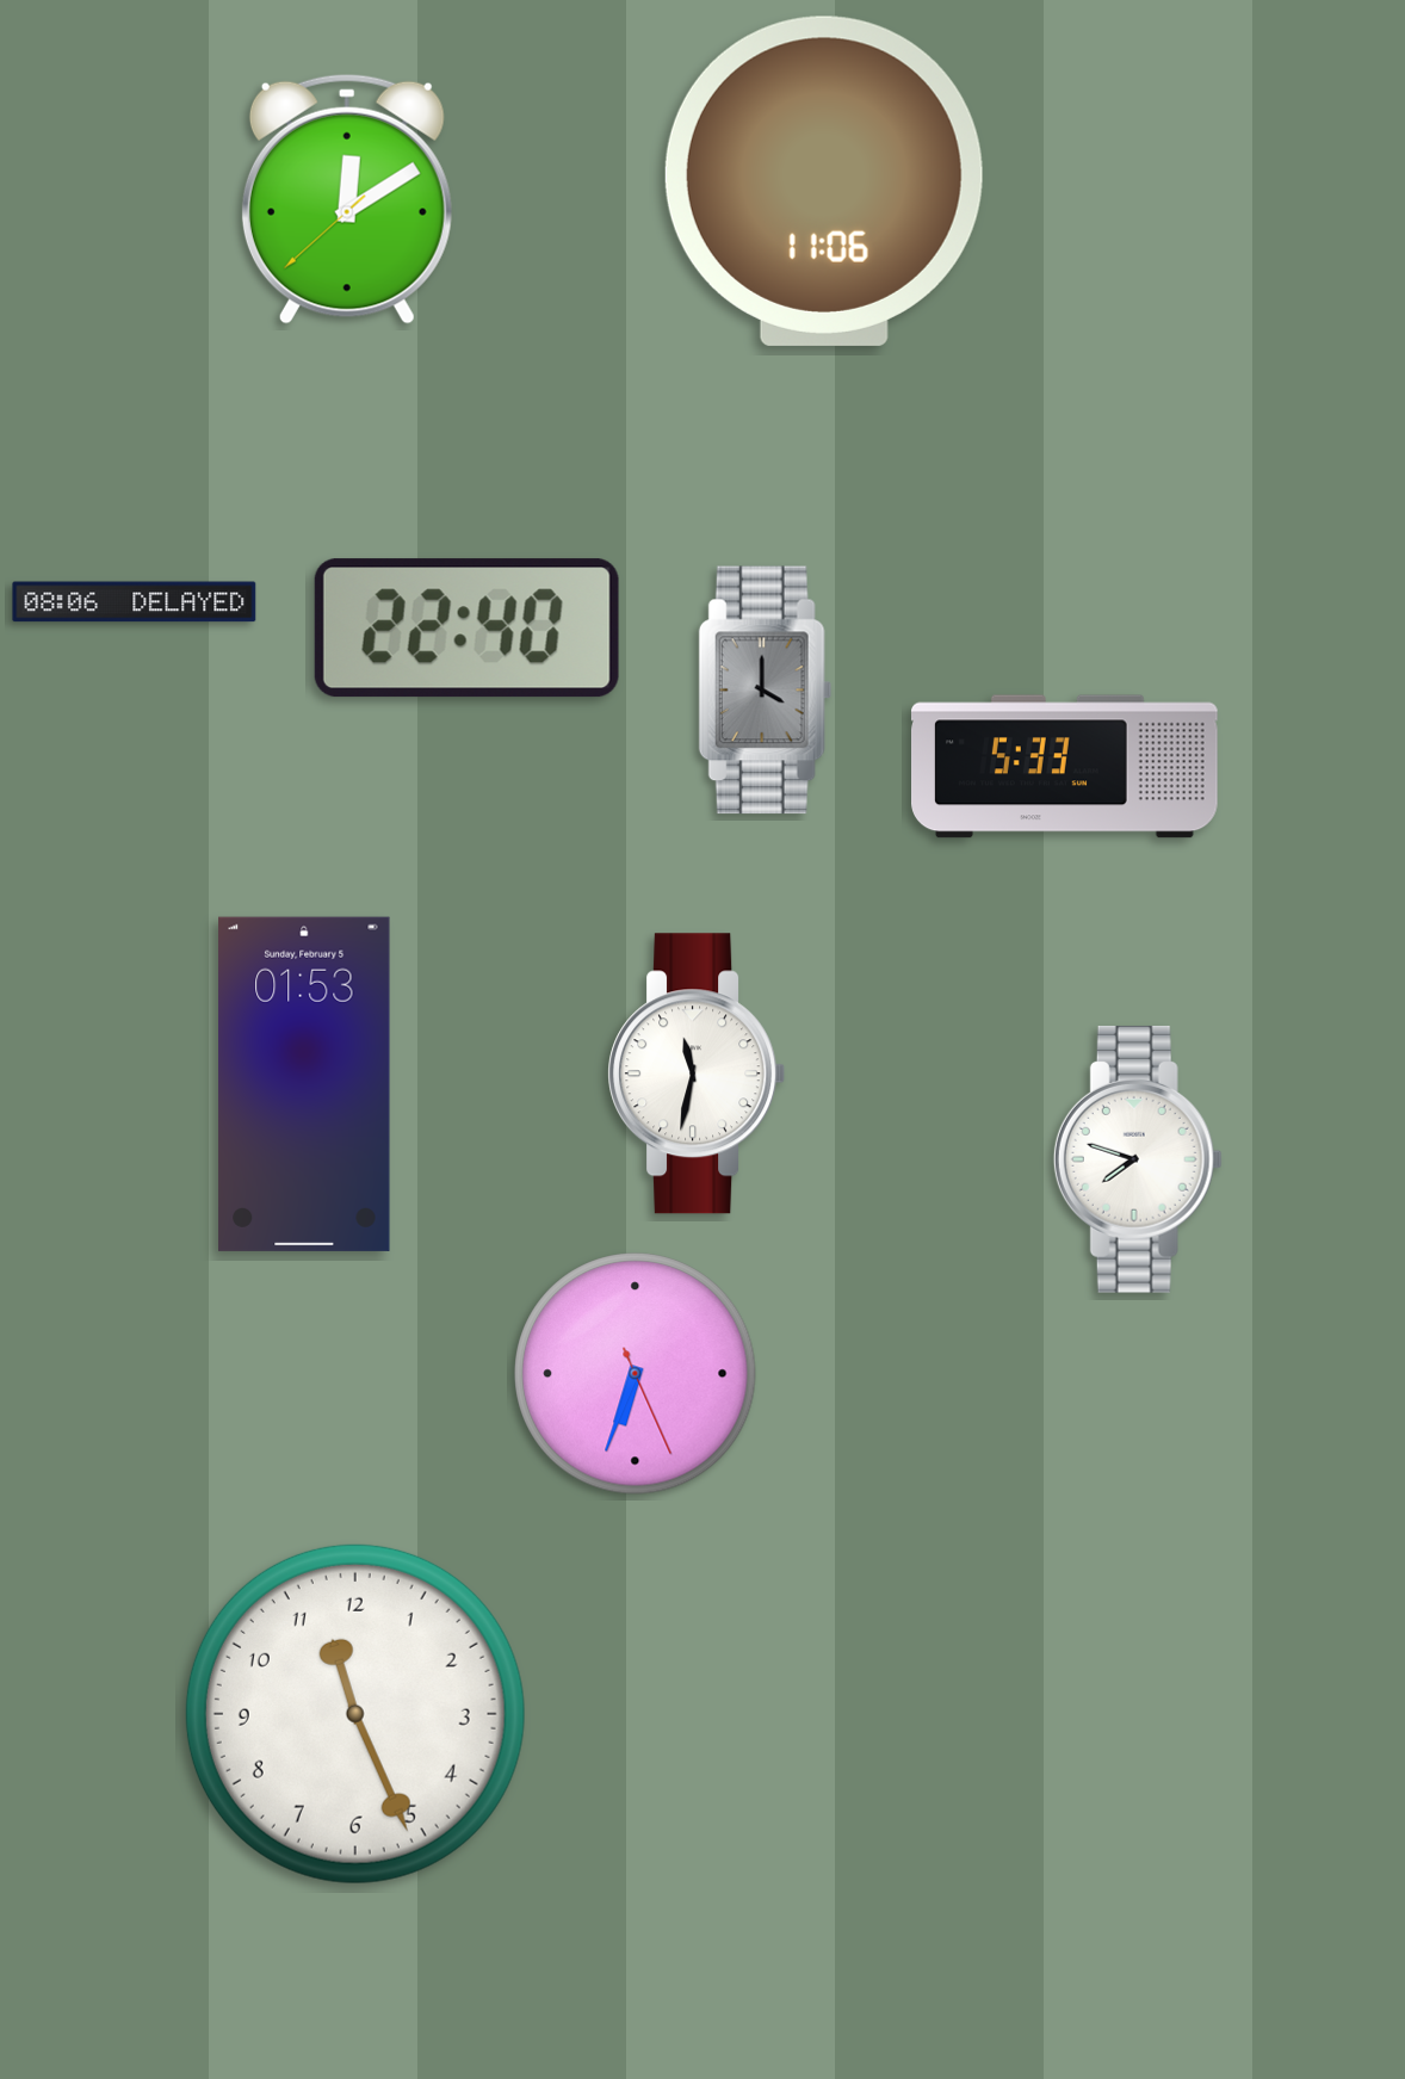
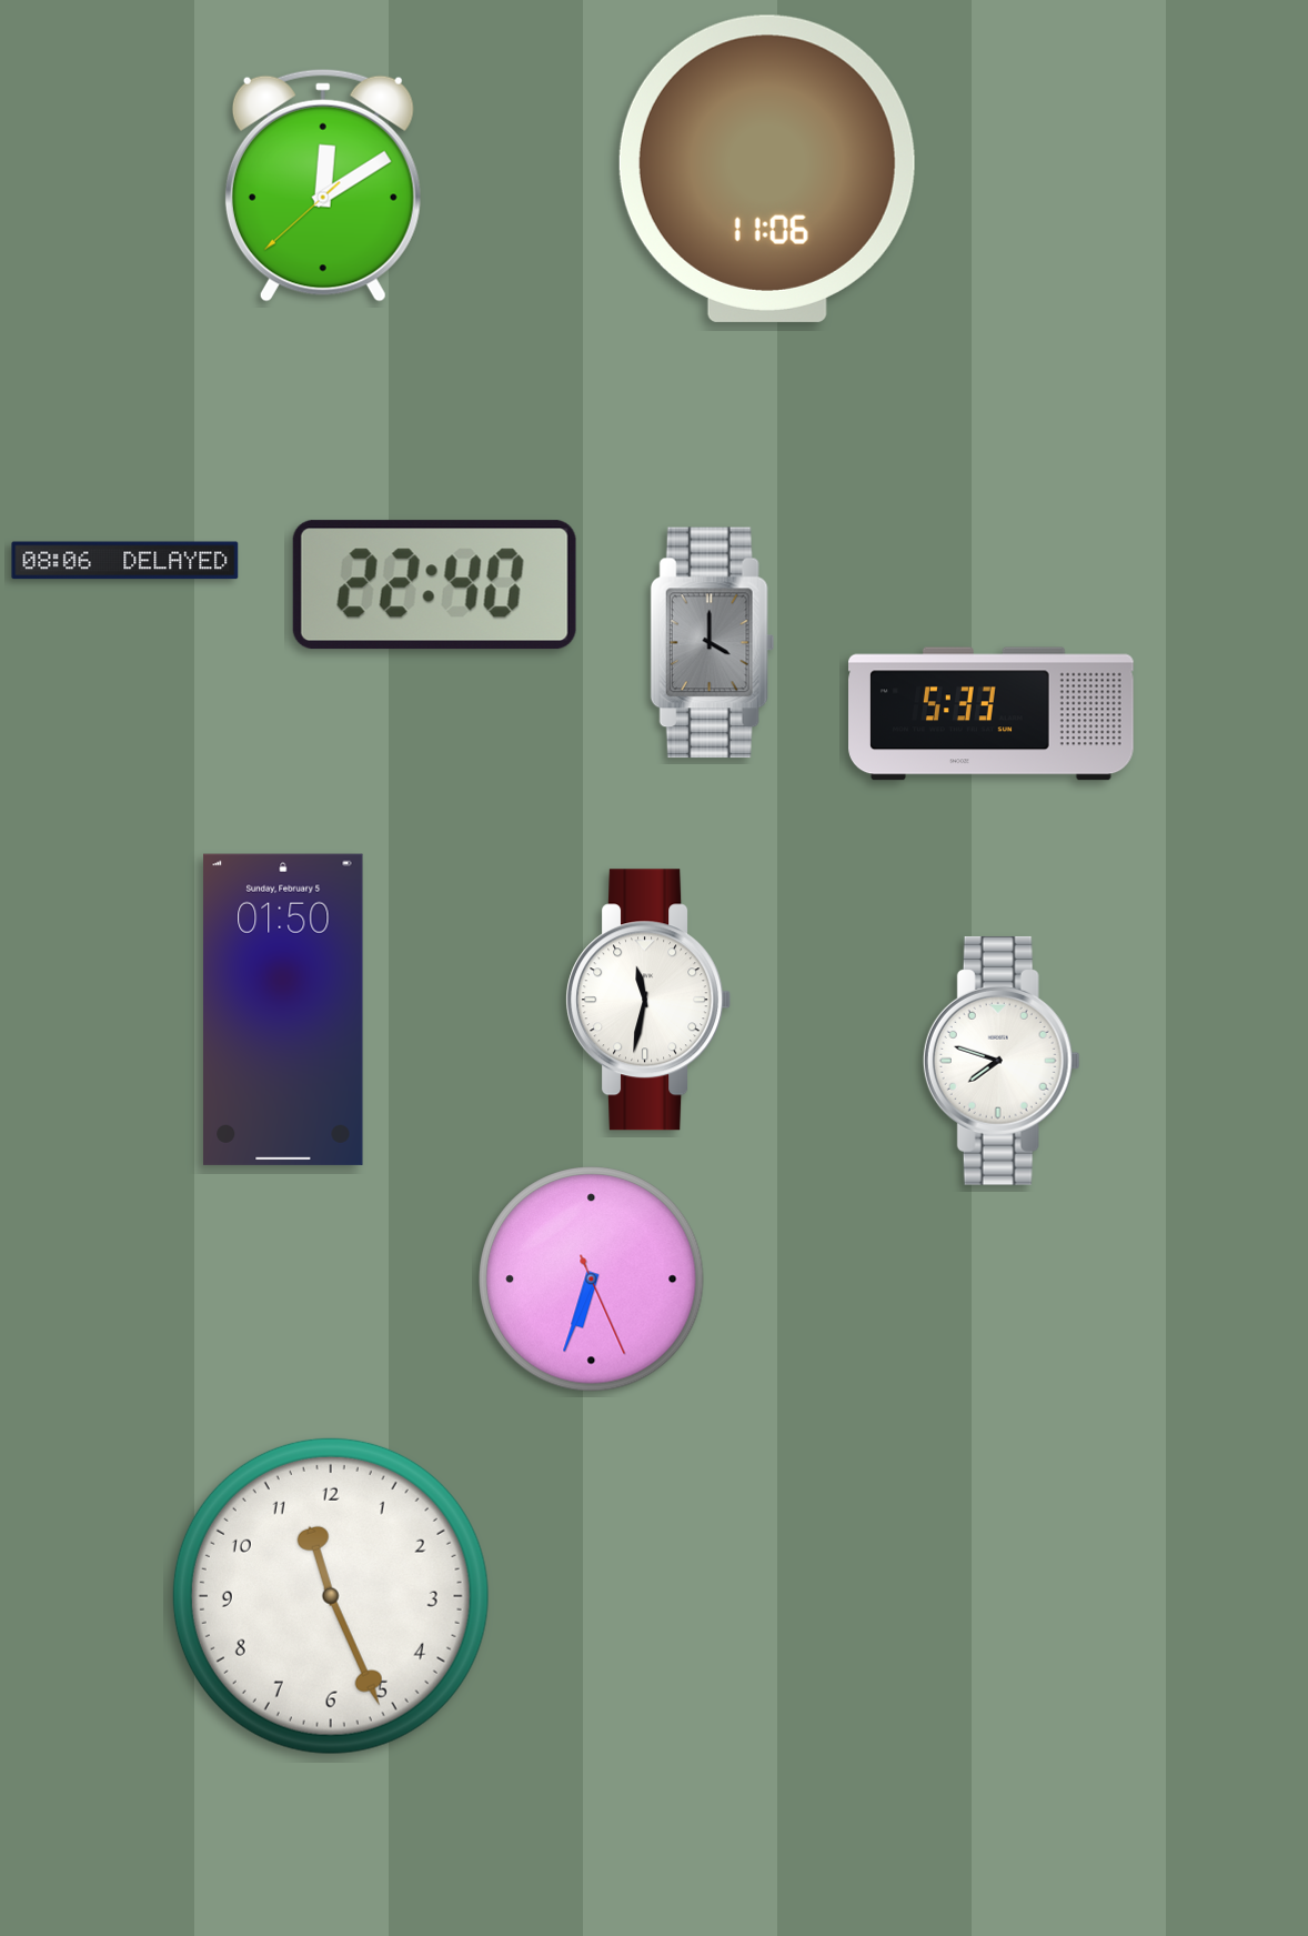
clock at (304, 1084): 01:53 -> 01:50
clock at (1138, 1159) position: (1138, 1159) -> (1002, 1061)
